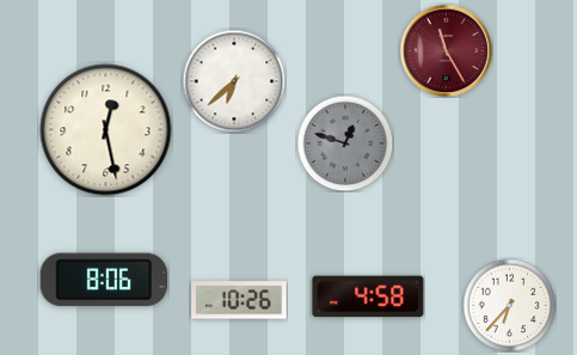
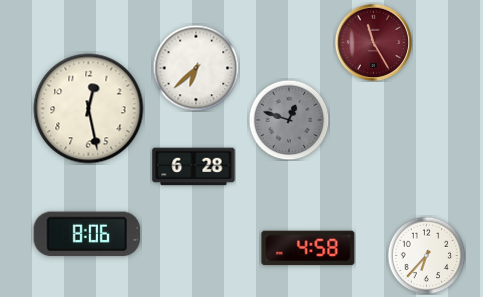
clock at (194, 167): none -> 6:28
clock at (239, 300): 10:26 -> none
